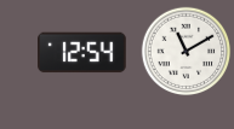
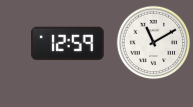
clock at (82, 53): 12:54 -> 12:59
